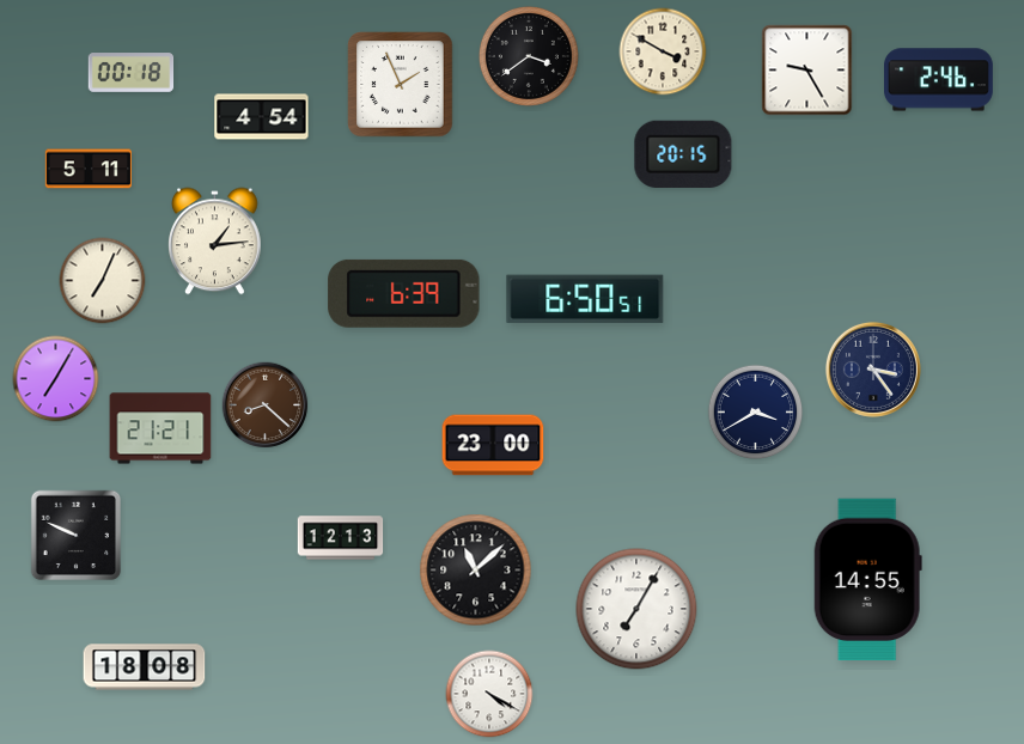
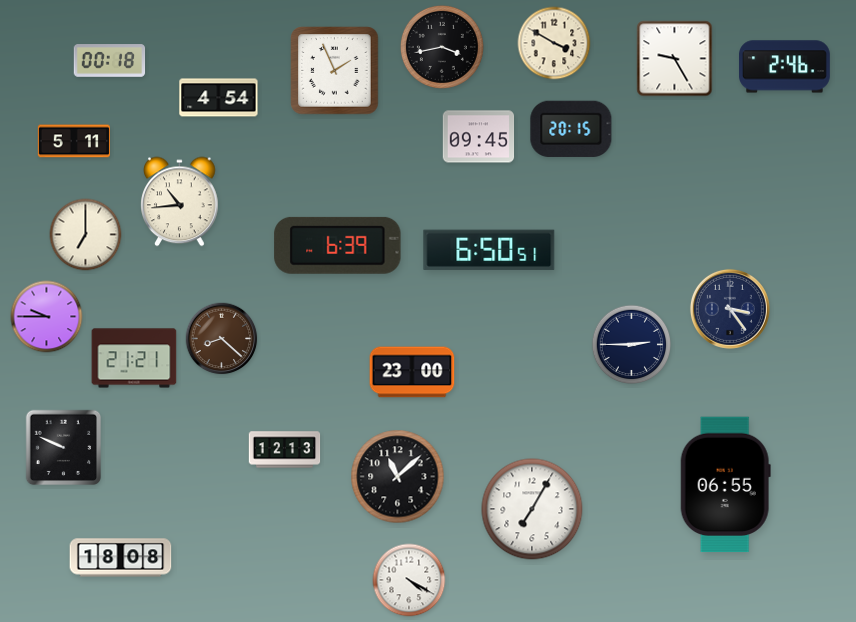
clock at (529, 56): 3:39 -> 3:43
clock at (479, 137): none -> 09:45
clock at (215, 242): 1:14 -> 10:44
clock at (103, 281): 7:04 -> 7:00
clock at (56, 379): 7:05 -> 9:45
clock at (756, 413): 3:40 -> 2:45
clock at (867, 580): 14:55 -> 06:55
